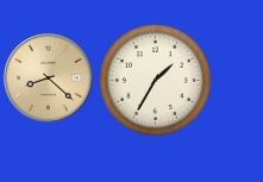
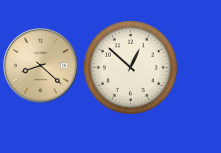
clock at (155, 80): 1:35 -> 12:52
